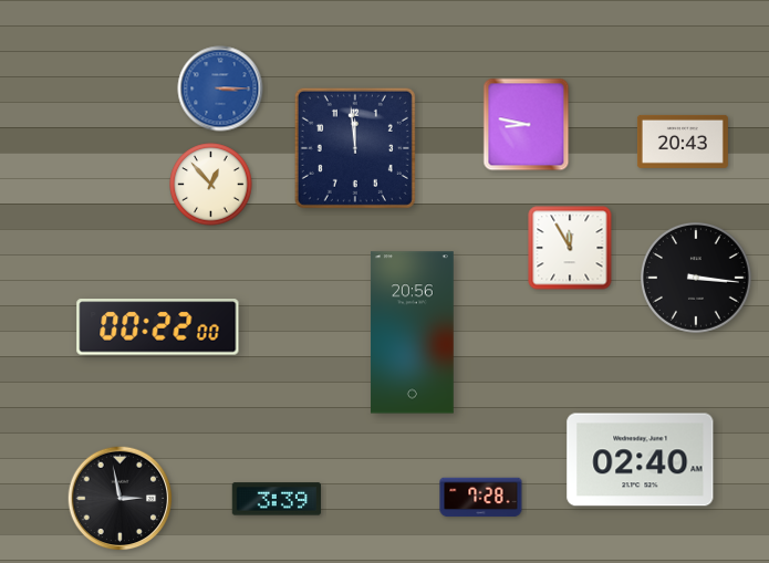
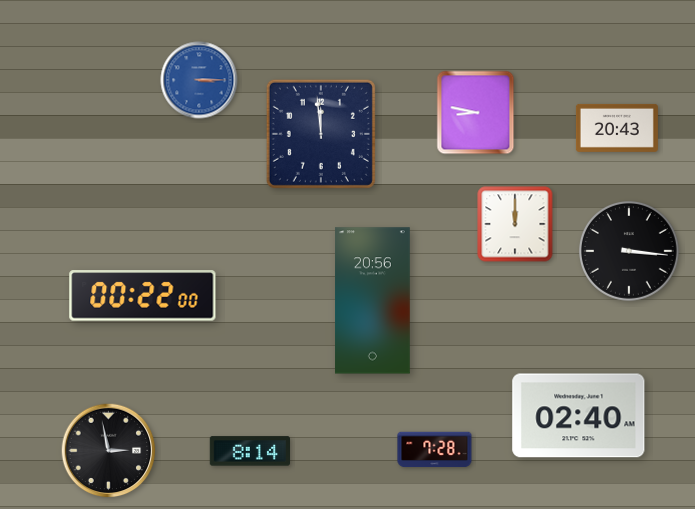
clock at (211, 185): 12:53 -> none
clock at (570, 248): 11:55 -> 12:00
clock at (276, 499): 3:39 -> 8:14
